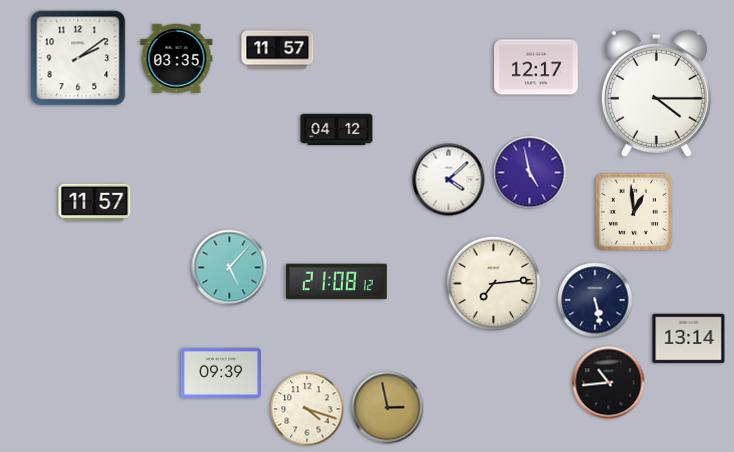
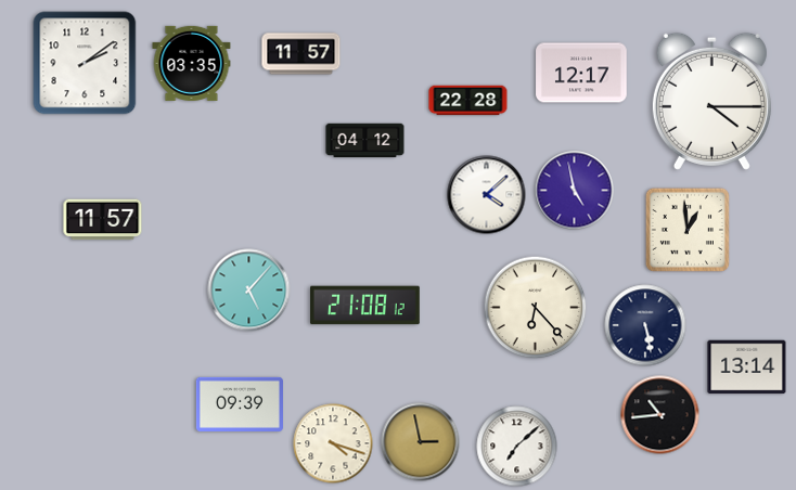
clock at (468, 101): none -> 22:28
clock at (530, 173) position: (530, 173) -> (575, 191)
clock at (494, 284): 7:14 -> 6:23
clock at (517, 447): none -> 7:08
